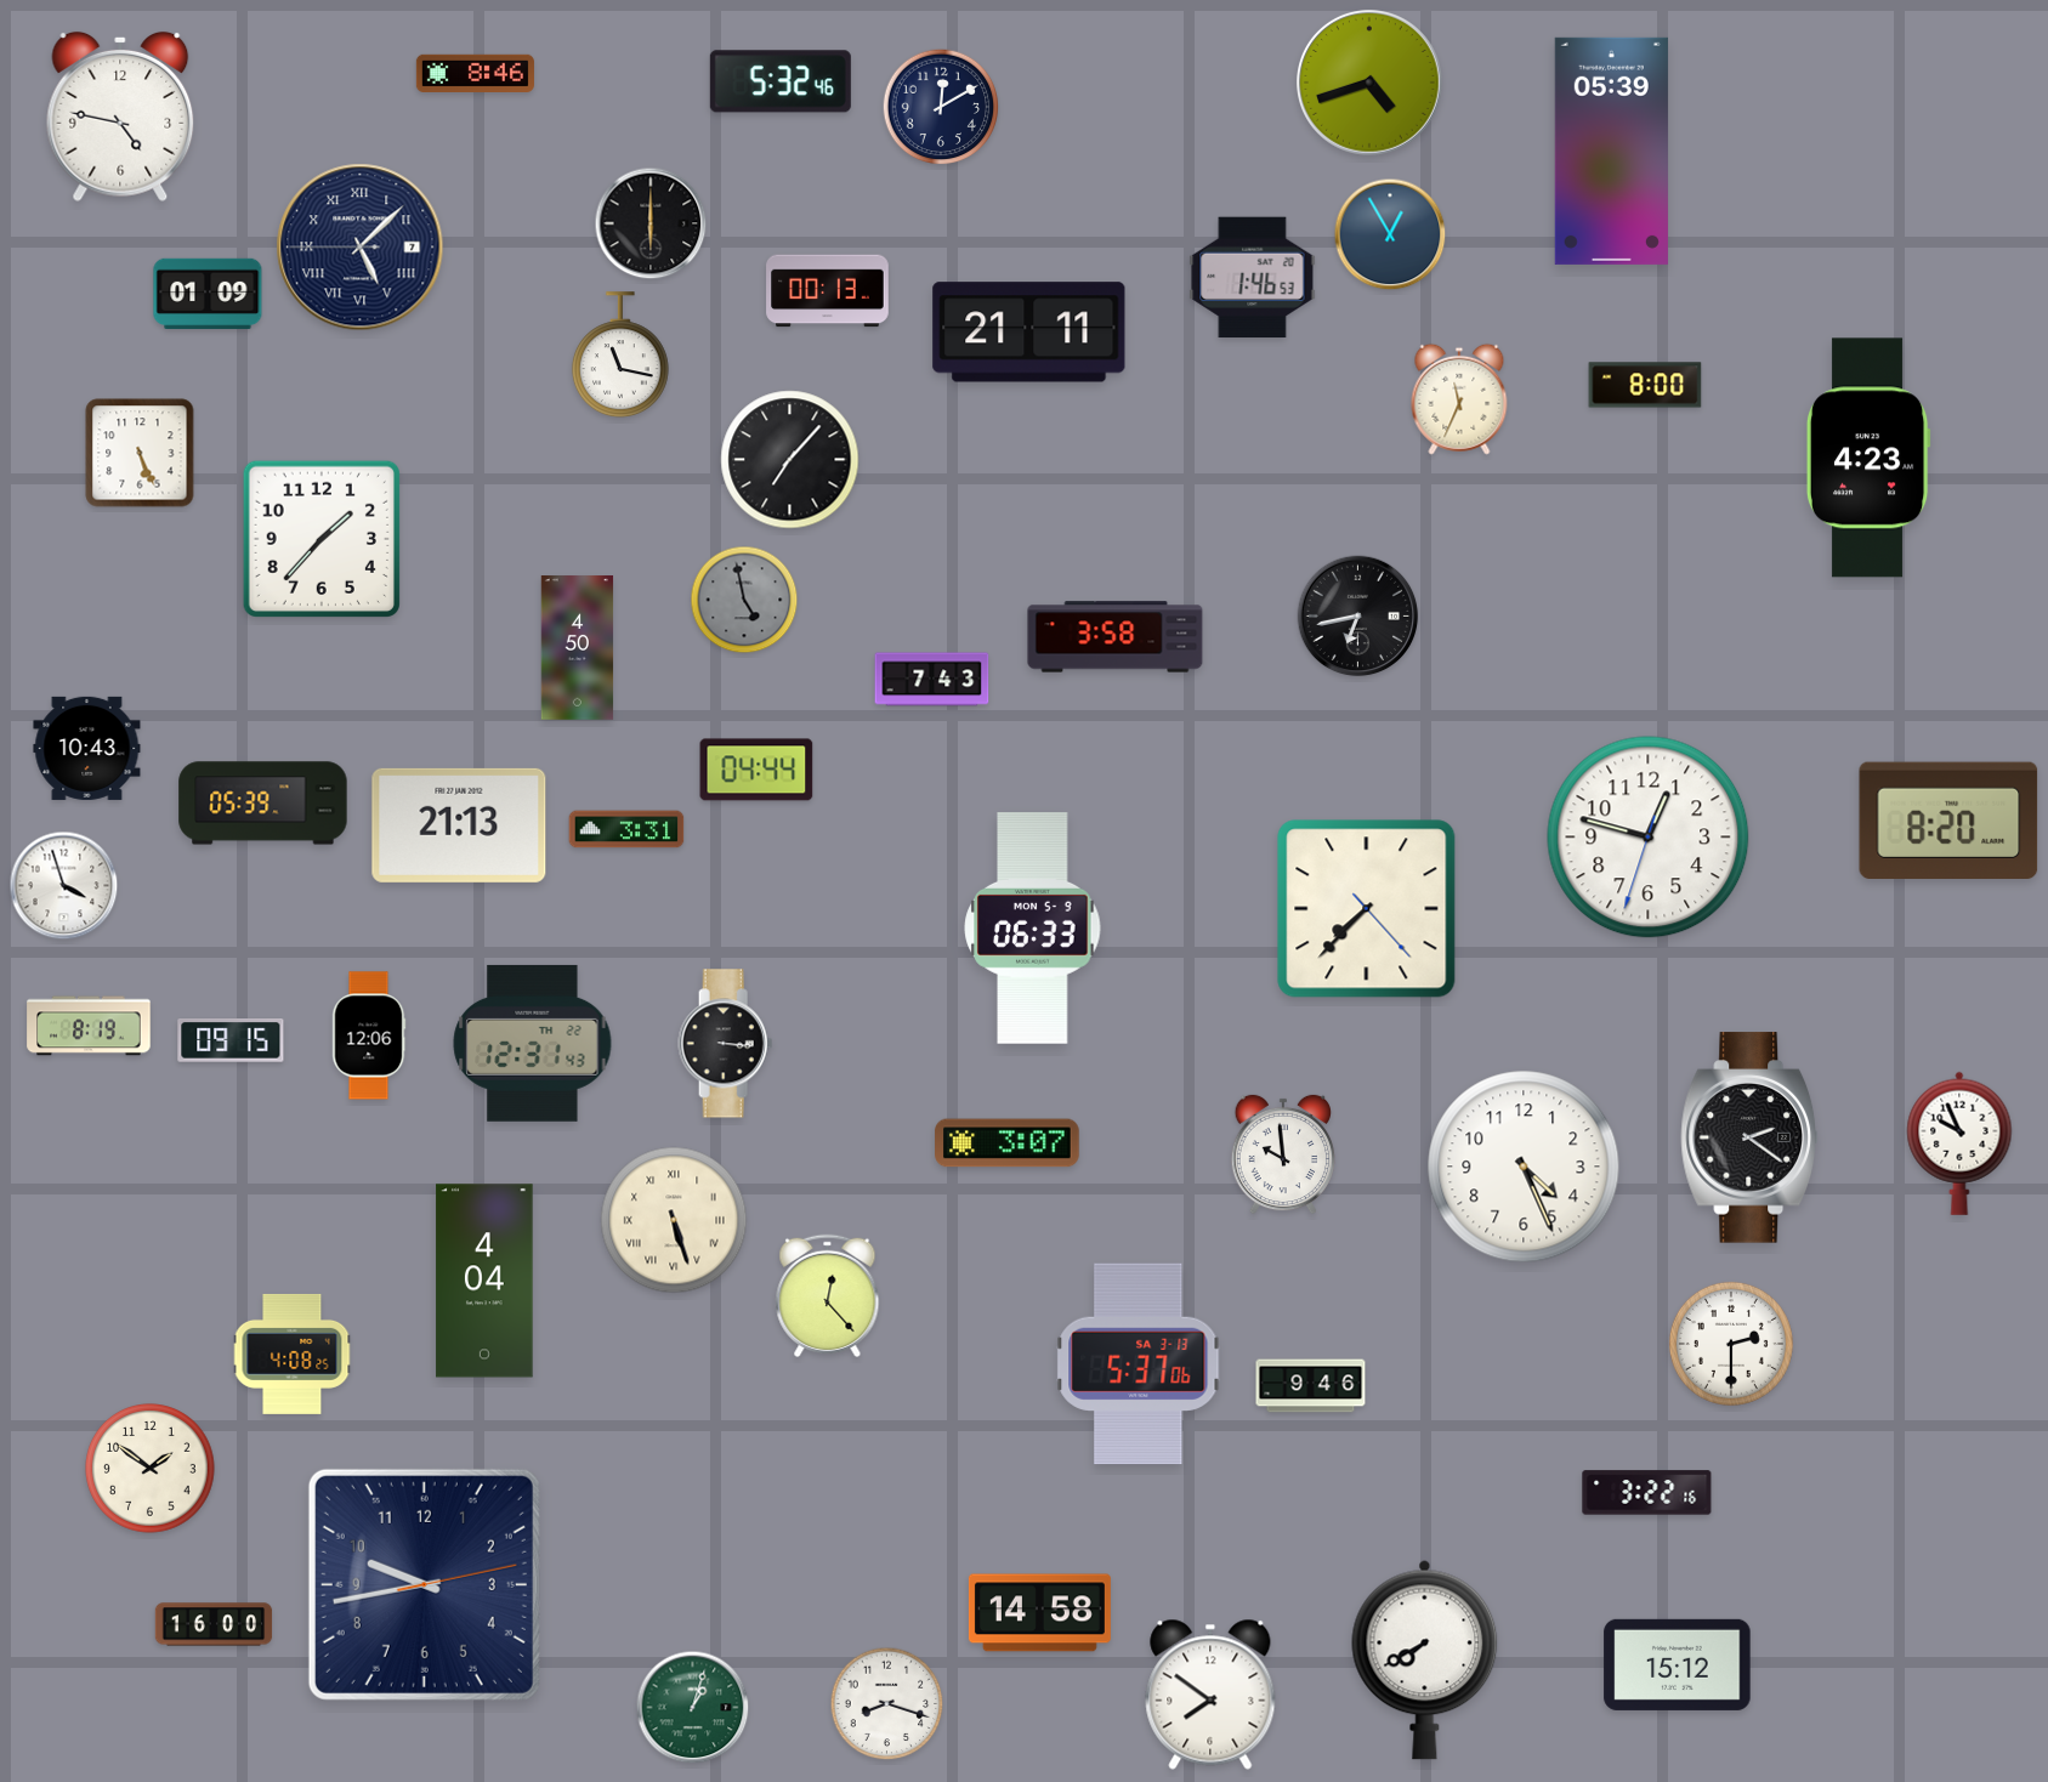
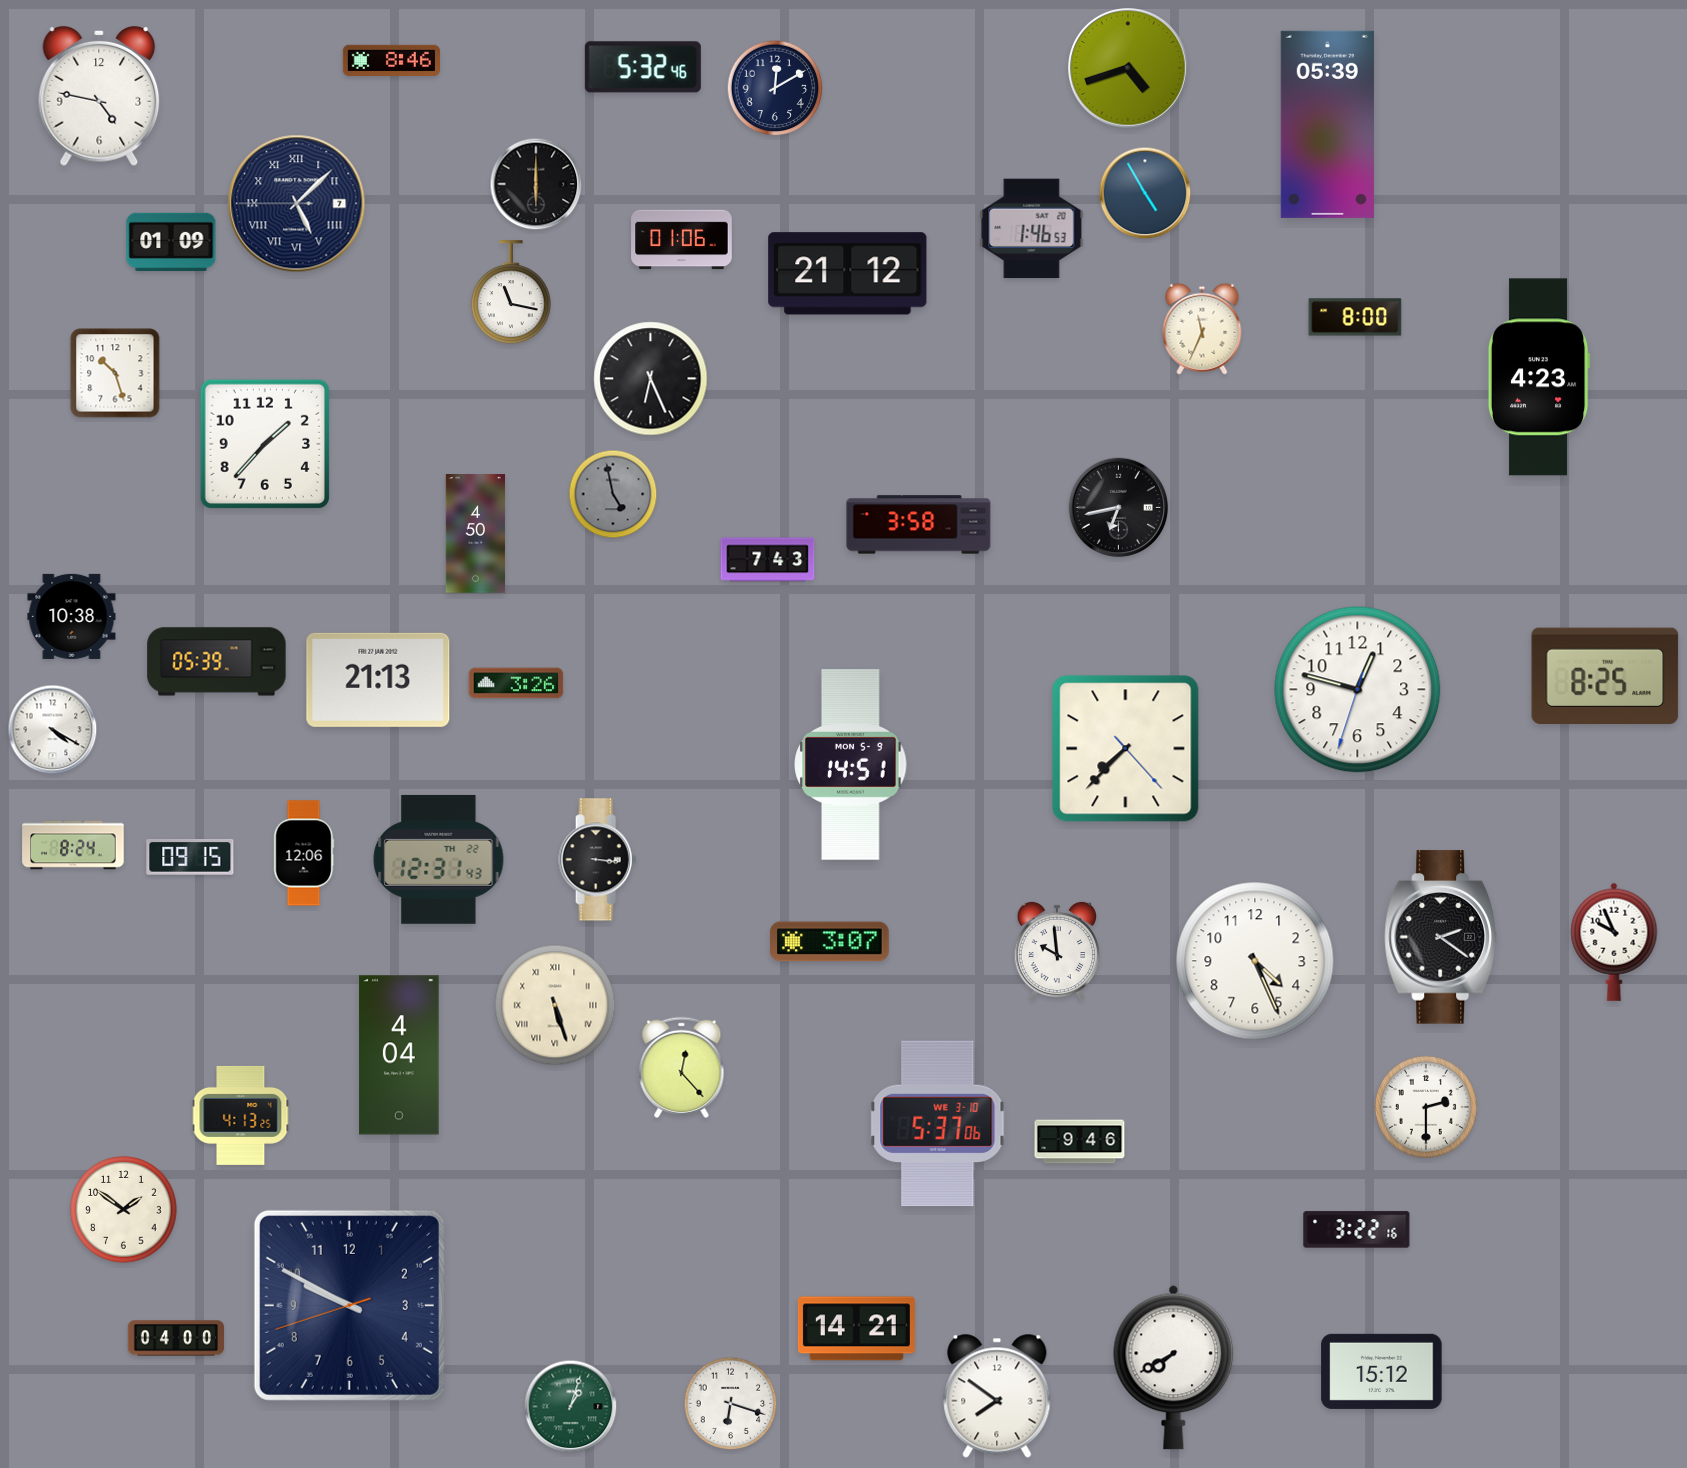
clock at (1390, 234): 12:55 -> 4:55
clock at (828, 291): 00:13 -> 01:06
clock at (1029, 333): 21:11 -> 21:12
clock at (140, 453): 5:26 -> 10:27
clock at (790, 460): 7:07 -> 6:26
clock at (87, 748): 10:43 -> 10:38
clock at (756, 770): 04:44 -> none
clock at (1948, 821): 8:20 -> 8:25
clock at (626, 829): 3:31 -> 3:26
clock at (64, 886): 3:57 -> 4:20
clock at (1033, 929): 06:33 -> 14:51
clock at (89, 1026): 8:19 -> 8:24
clock at (293, 1353): 4:08 -> 4:13
clock at (1139, 1364) date: SA 3-13 -> WE 3-10
clock at (424, 1584): 9:43 -> 9:49
clock at (1039, 1613): 14:58 -> 14:21
clock at (214, 1624): 16:00 -> 04:00
clock at (887, 1704): 8:18 -> 6:18
